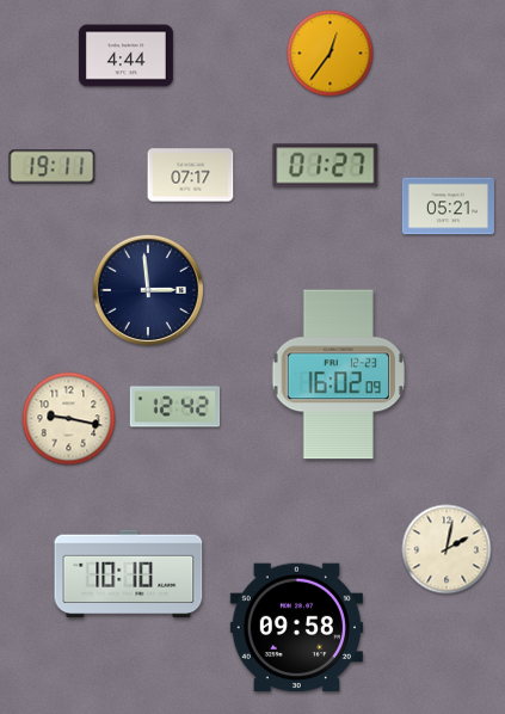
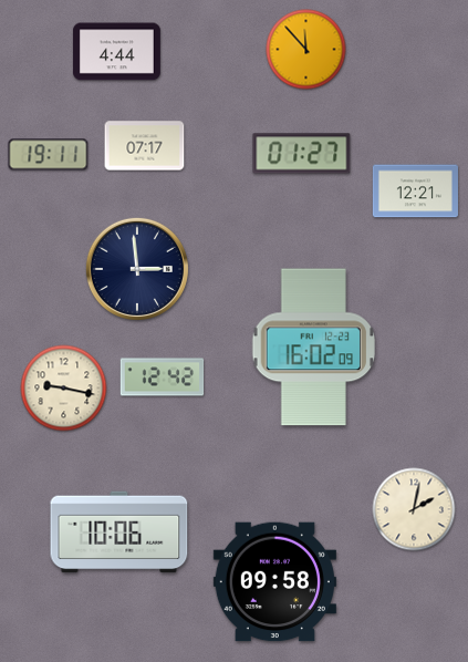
clock at (331, 54): 12:36 -> 11:53
clock at (191, 176) position: (191, 176) -> (145, 146)
clock at (448, 207): 05:21 -> 12:21
clock at (129, 574): 10:10 -> 10:06
